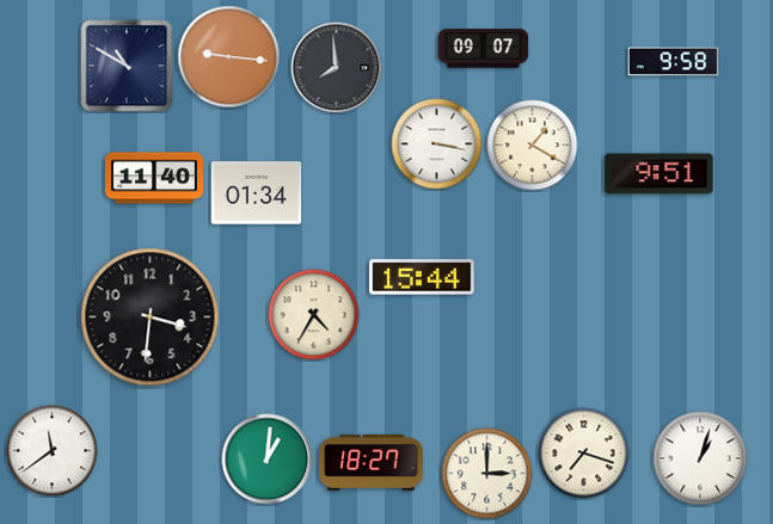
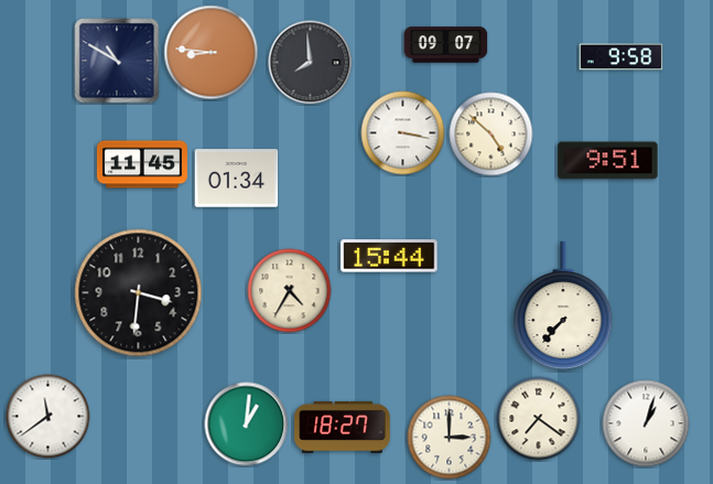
clock at (229, 57): 9:16 -> 8:46
clock at (533, 146): 1:20 -> 4:52
clock at (154, 178): 11:40 -> 11:45
clock at (563, 305): none -> 7:37
clock at (584, 454): 7:18 -> 7:21
